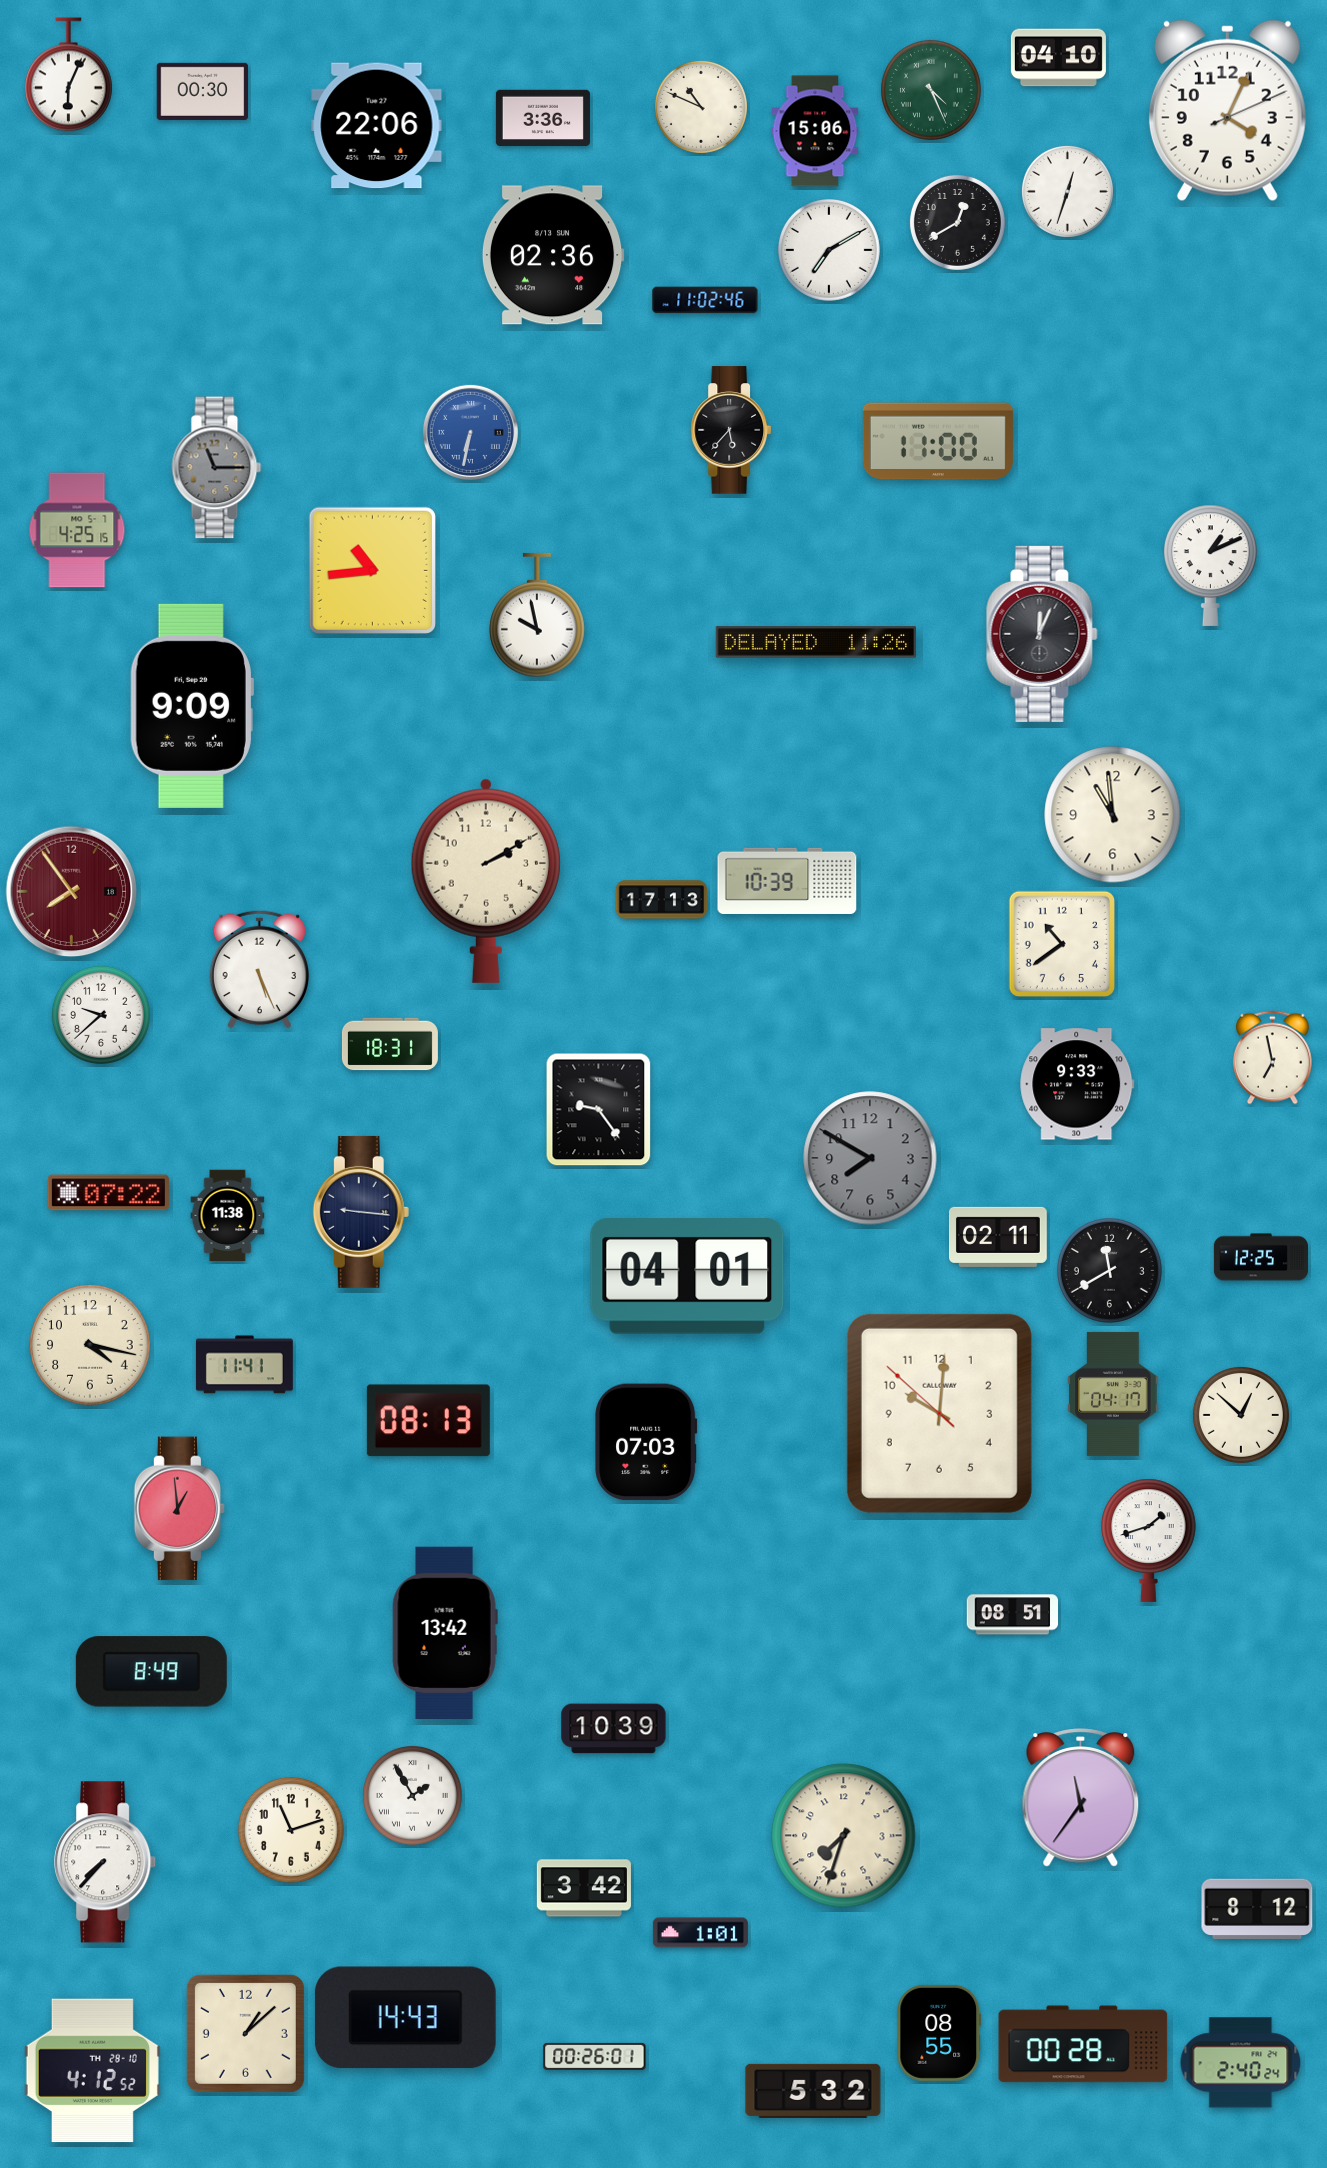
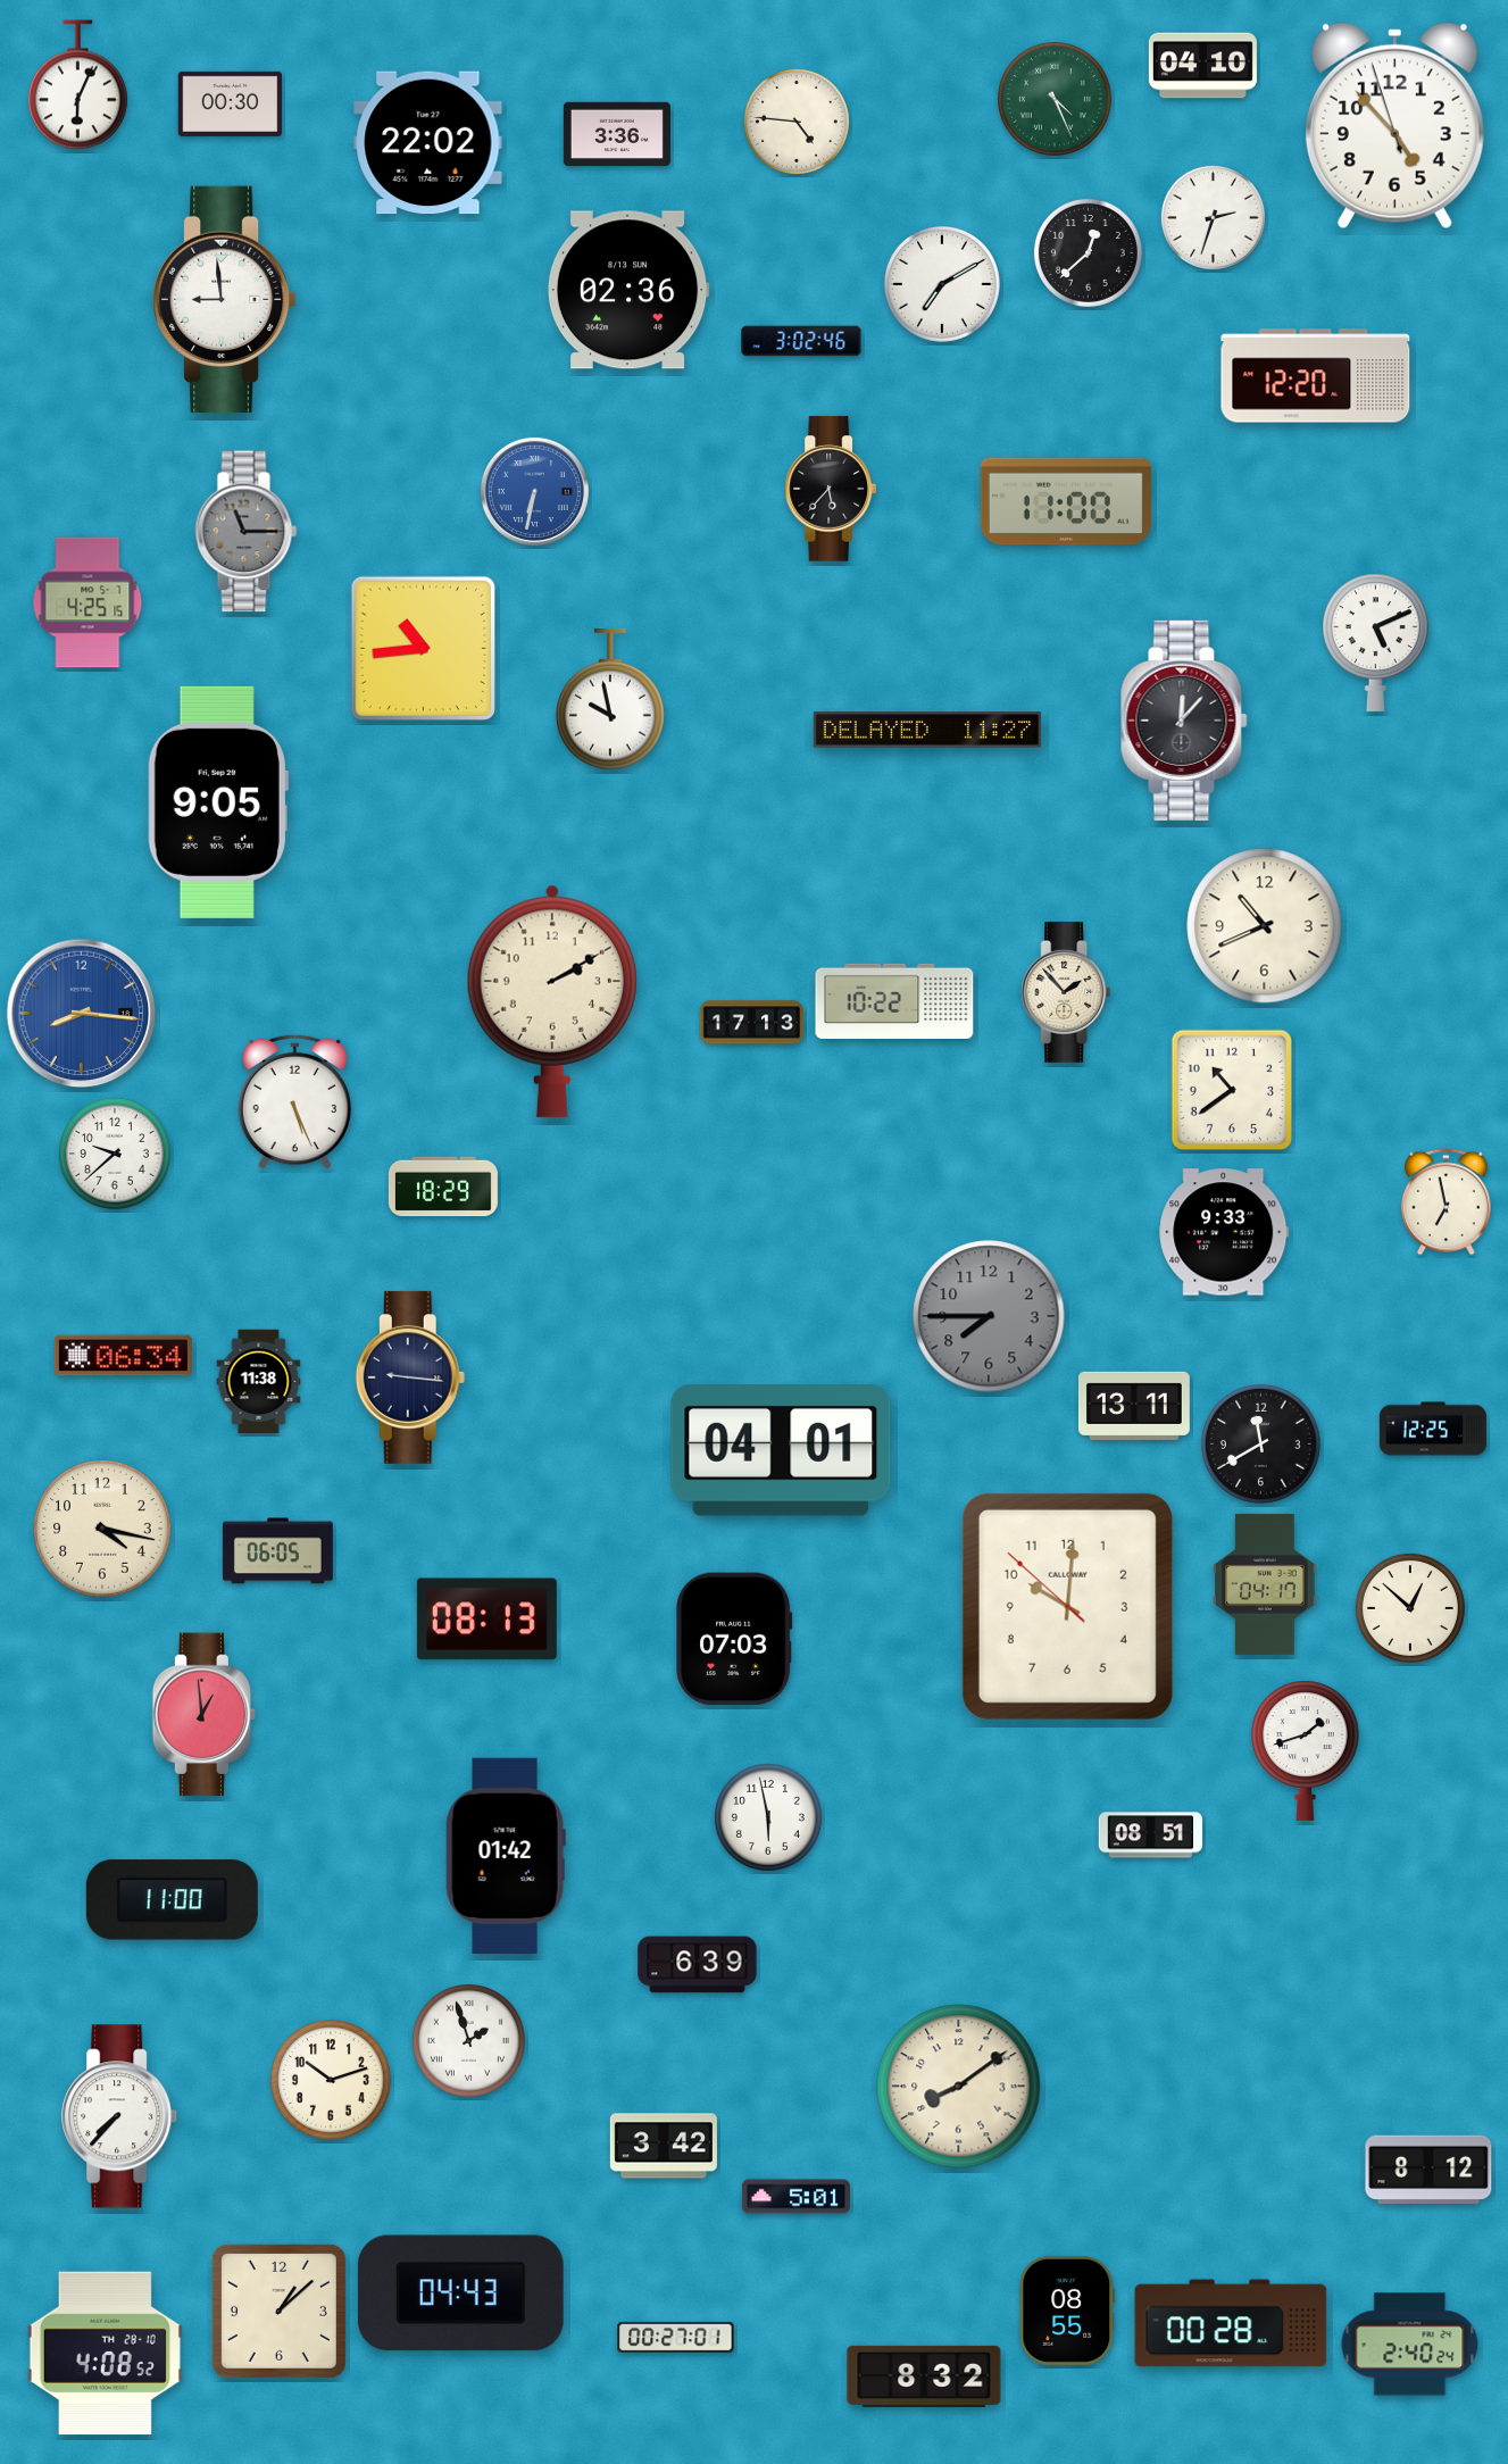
clock at (931, 90) position: (931, 90) -> (1055, 99)
clock at (701, 107): 10:49 -> 4:46
clock at (1227, 111): 4:04 -> 4:52
clock at (377, 126): 22:06 -> 22:02
clock at (815, 131): 15:06 -> none
clock at (1067, 191): 12:33 -> 2:33
clock at (957, 222): 12:40 -> 12:38
clock at (224, 299): none -> 8:59
clock at (705, 300): 11:02 -> 3:02
clock at (1316, 376): none -> 12:20
clock at (1211, 565): 1:11 -> 5:11
clock at (1042, 634): 12:04 -> 12:07
clock at (815, 642): 11:26 -> 11:27
clock at (192, 706): 9:09 -> 9:05
clock at (1113, 815): 10:59 -> 10:41
clock at (1066, 992): none -> 1:53
clock at (787, 881): 10:39 -> 10:22
clock at (72, 892): 7:54 -> 8:16
clock at (72, 892) dial: burgundy -> blue
clock at (1061, 943) position: (1061, 943) -> (1231, 1089)
clock at (390, 1044): 18:31 -> 18:29
clock at (599, 1110): 9:24 -> none
clock at (870, 1158): 7:50 -> 7:45
clock at (108, 1193): 07:22 -> 06:34
clock at (999, 1237): 02:11 -> 13:11
clock at (244, 1365): 11:41 -> 06:05
clock at (428, 1421) position: (428, 1421) -> (486, 1620)
clock at (768, 1817): none -> 5:58
clock at (445, 1632): 13:42 -> 01:42
clock at (151, 1672): 8:49 -> 11:00
clock at (614, 1729): 10:39 -> 6:39
clock at (412, 1795): 1:55 -> 1:57
clock at (1081, 1798): 11:36 -> none
clock at (292, 1830): 11:12 -> 10:12
clock at (844, 1836): 7:33 -> 8:09
clock at (700, 1933): 1:01 -> 5:01
clock at (405, 2018): 14:43 -> 04:43
clock at (595, 2056): 00:26 -> 00:27
clock at (92, 2071): 4:12 -> 4:08
clock at (813, 2091): 5:32 -> 8:32
